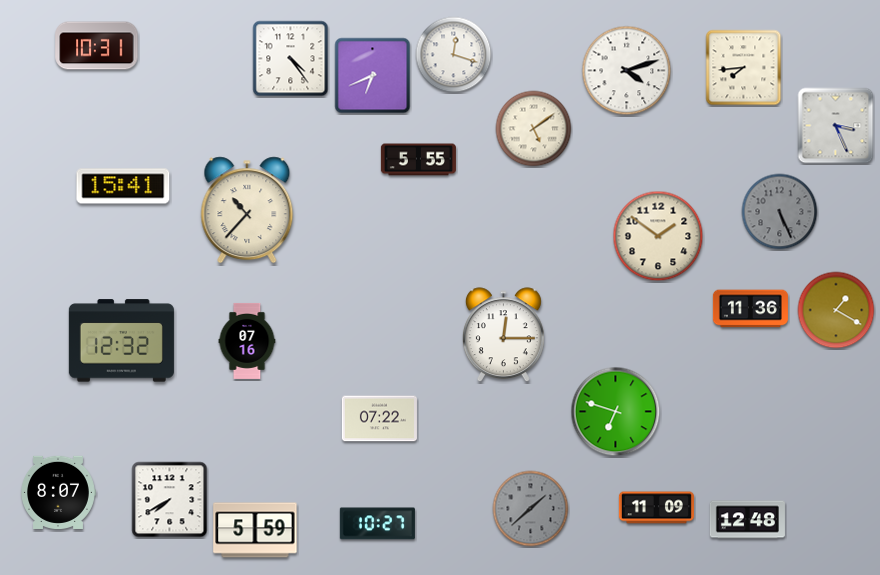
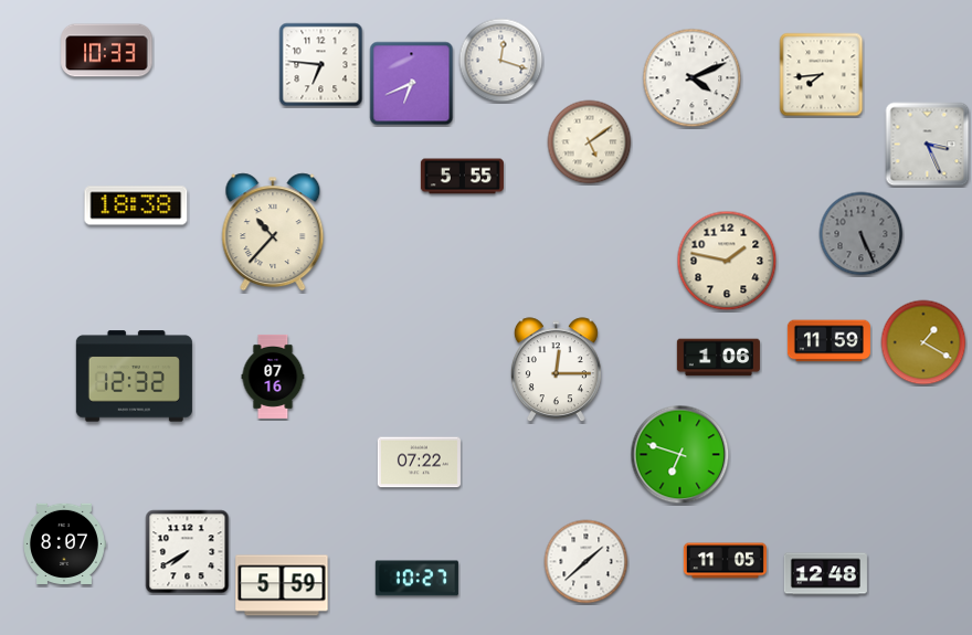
clock at (97, 46): 10:31 -> 10:33
clock at (291, 59): 4:24 -> 6:46
clock at (627, 71): 4:12 -> 4:11
clock at (836, 126) position: (836, 126) -> (928, 145)
clock at (123, 186): 15:41 -> 18:38
clock at (658, 236): 1:51 -> 1:47
clock at (750, 309): 11:36 -> 11:59
clock at (718, 358): none -> 1:06
clock at (656, 508): 11:09 -> 11:05
clock at (531, 509) dial: grey -> white
